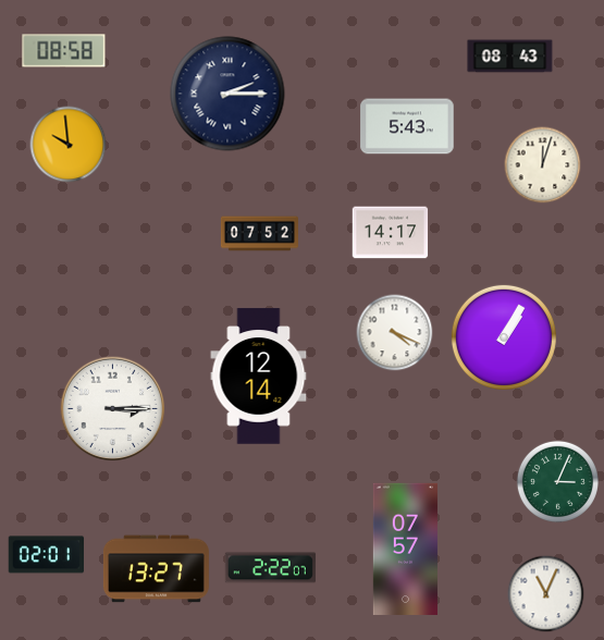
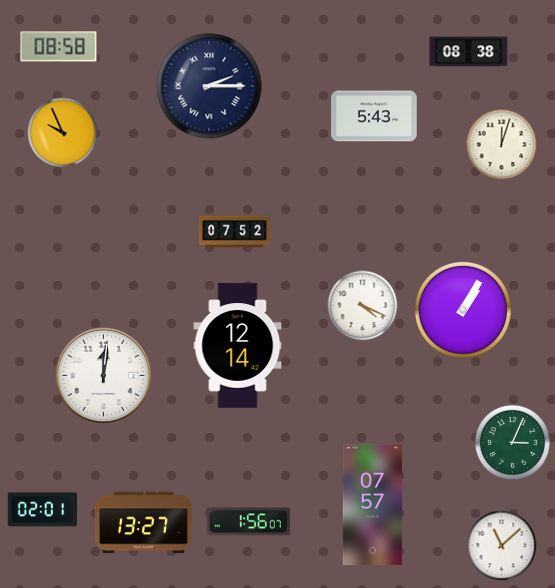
clock at (510, 57): 08:43 -> 08:38
clock at (69, 145): 9:59 -> 9:56
clock at (543, 165) position: (543, 165) -> (502, 145)
clock at (391, 233): 14:17 -> none
clock at (259, 234) position: (259, 234) -> (234, 232)
clock at (113, 409): 3:15 -> 12:01
clock at (270, 568): 2:22 -> 1:56
clock at (546, 594): 11:04 -> 11:08
